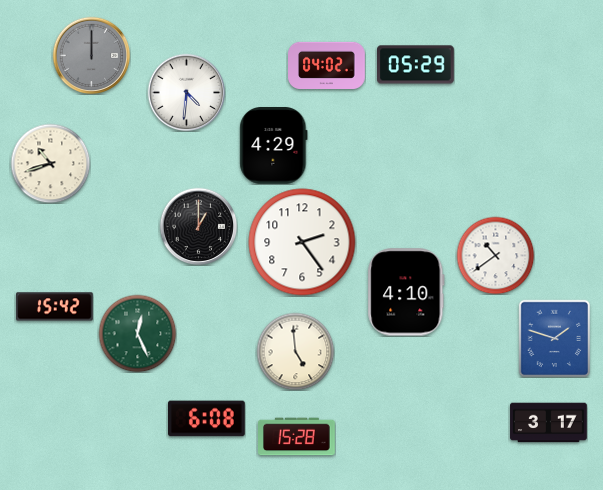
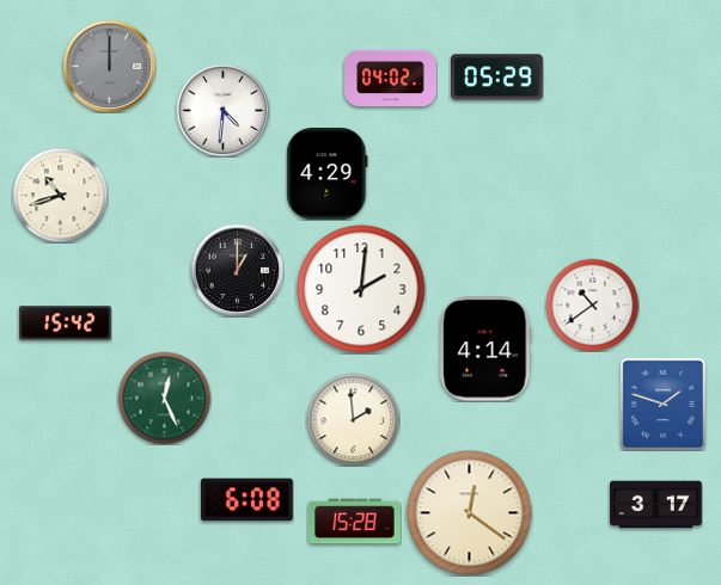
clock at (302, 242): 2:24 -> 2:01
clock at (406, 292): 4:10 -> 4:14
clock at (55, 307) position: (55, 307) -> (66, 324)
clock at (295, 351): 4:59 -> 1:59
clock at (470, 513): none -> 12:21
